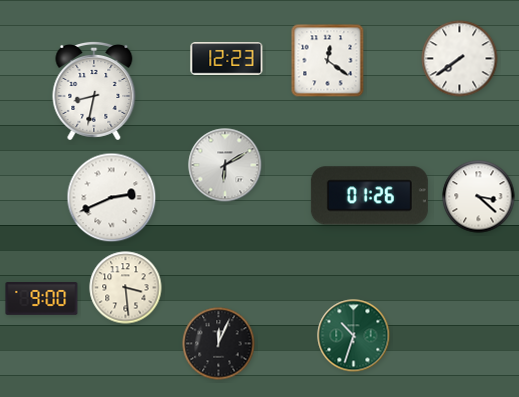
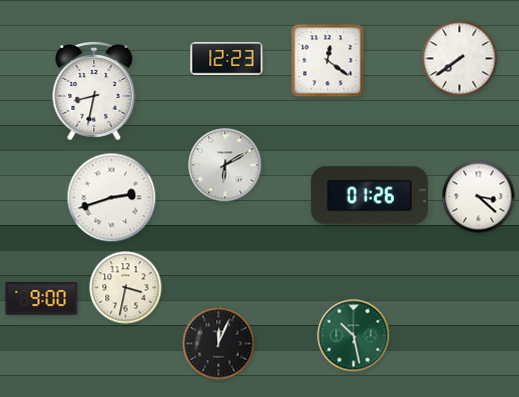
clock at (112, 198): 2:41 -> 2:42
clock at (126, 288): 3:29 -> 3:32
clock at (354, 336): 10:33 -> 10:28
